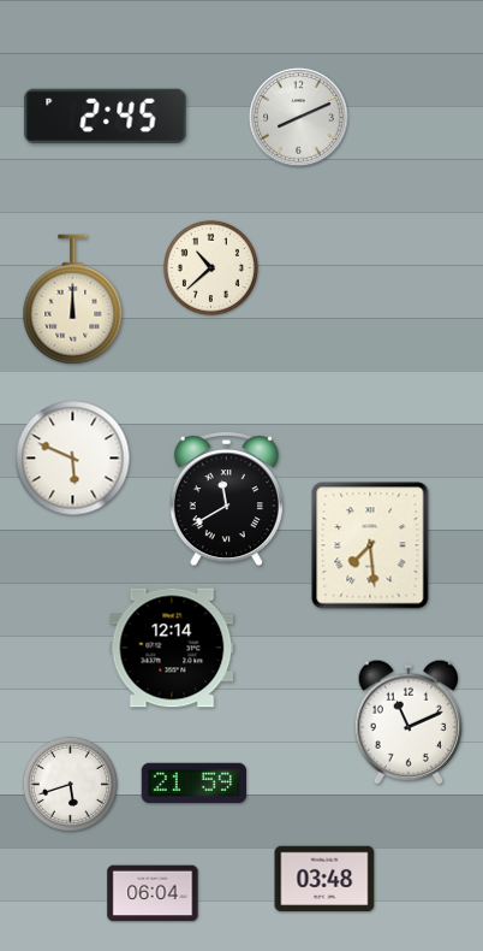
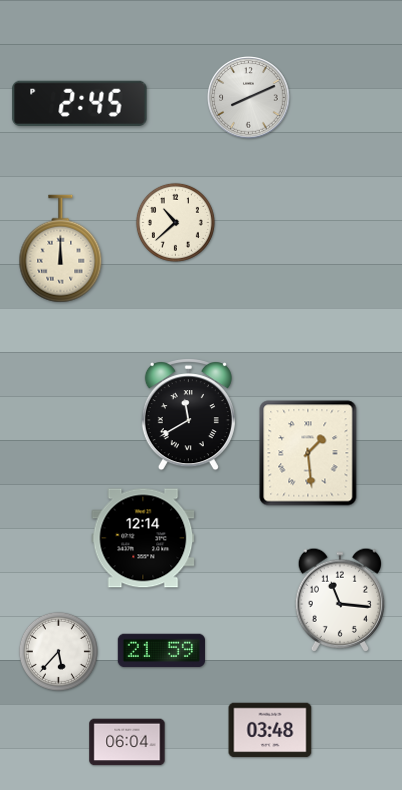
clock at (106, 116) position: (106, 116) -> (80, 103)
clock at (73, 459): 5:49 -> none
clock at (370, 545): 7:29 -> 1:29
clock at (409, 721): 11:11 -> 11:16
clock at (70, 784): 5:42 -> 5:37
